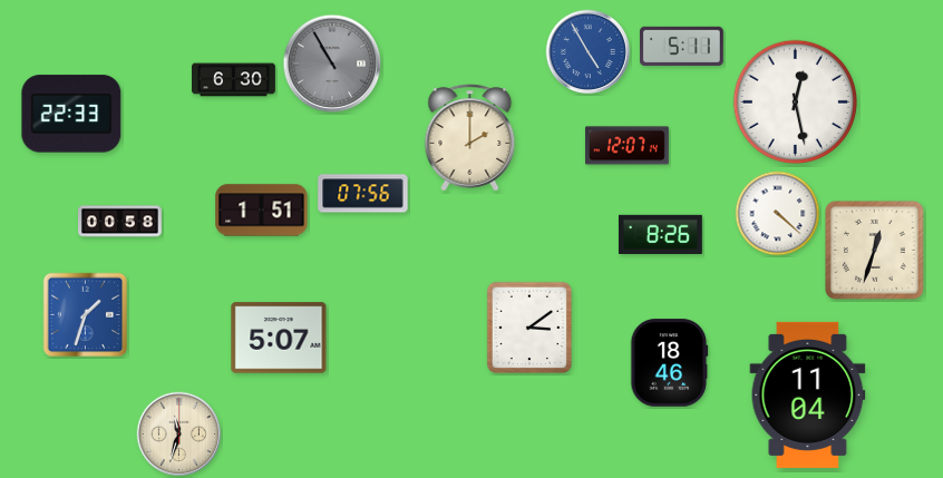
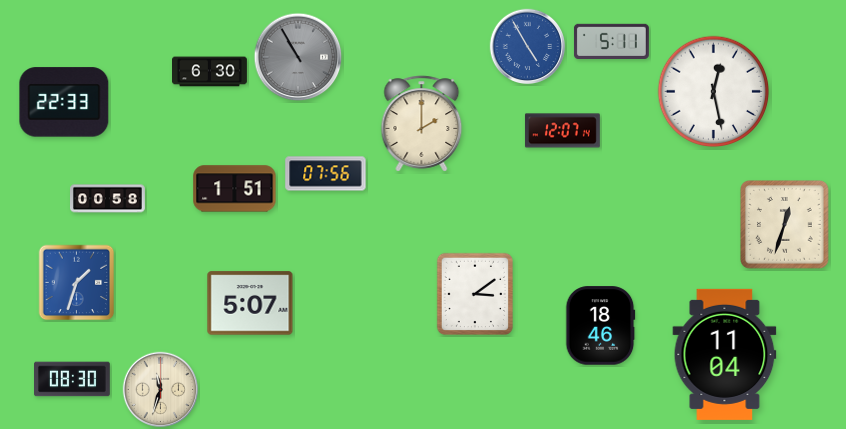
clock at (778, 214): 4:22 -> none
clock at (660, 234): 8:26 -> none
clock at (72, 379): none -> 08:30
